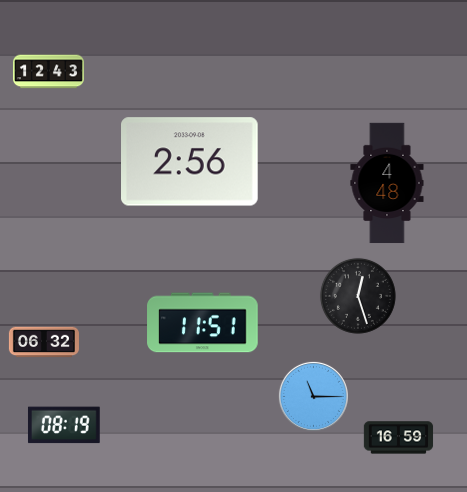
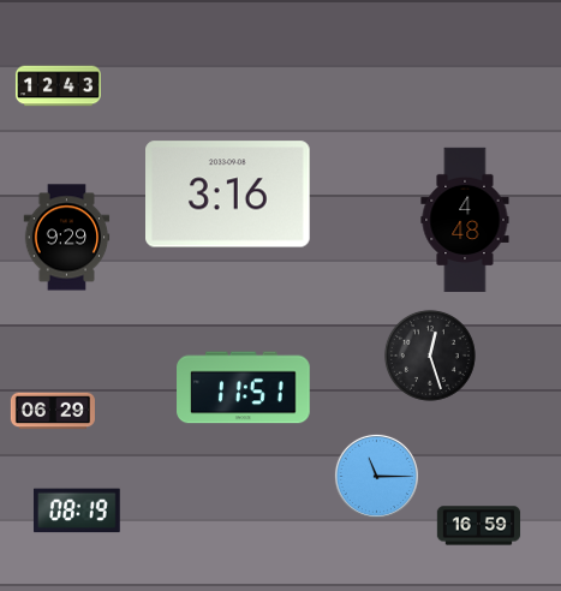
clock at (190, 162): 2:56 -> 3:16
clock at (67, 238): none -> 9:29
clock at (44, 342): 06:32 -> 06:29
